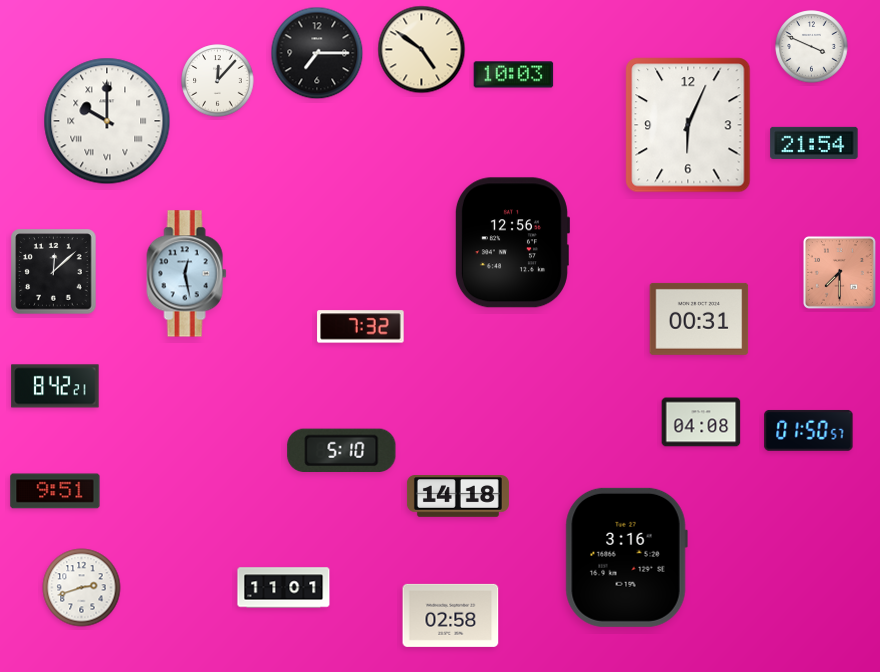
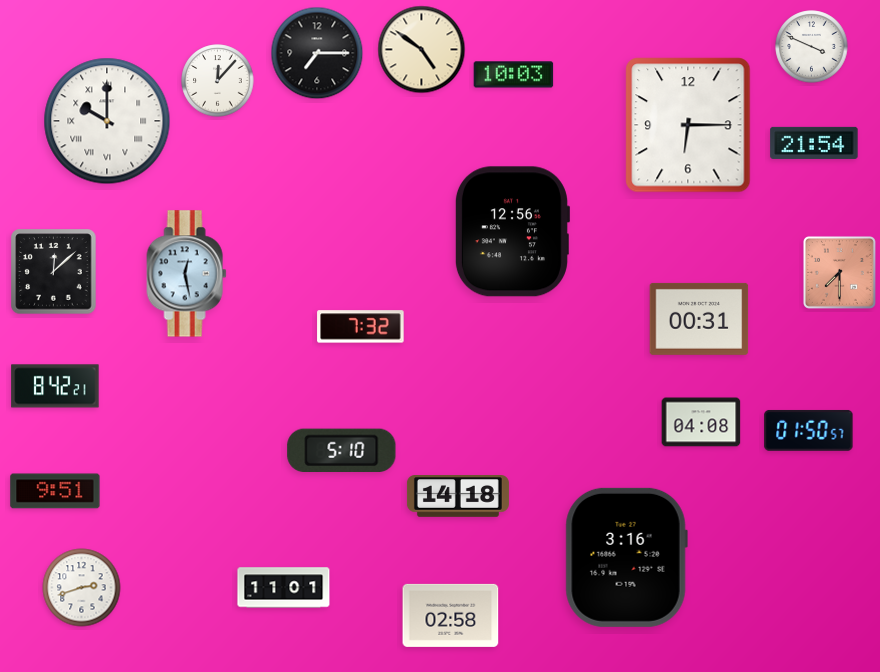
clock at (688, 125): 6:04 -> 6:15
clock at (512, 243) position: (512, 243) -> (512, 232)
